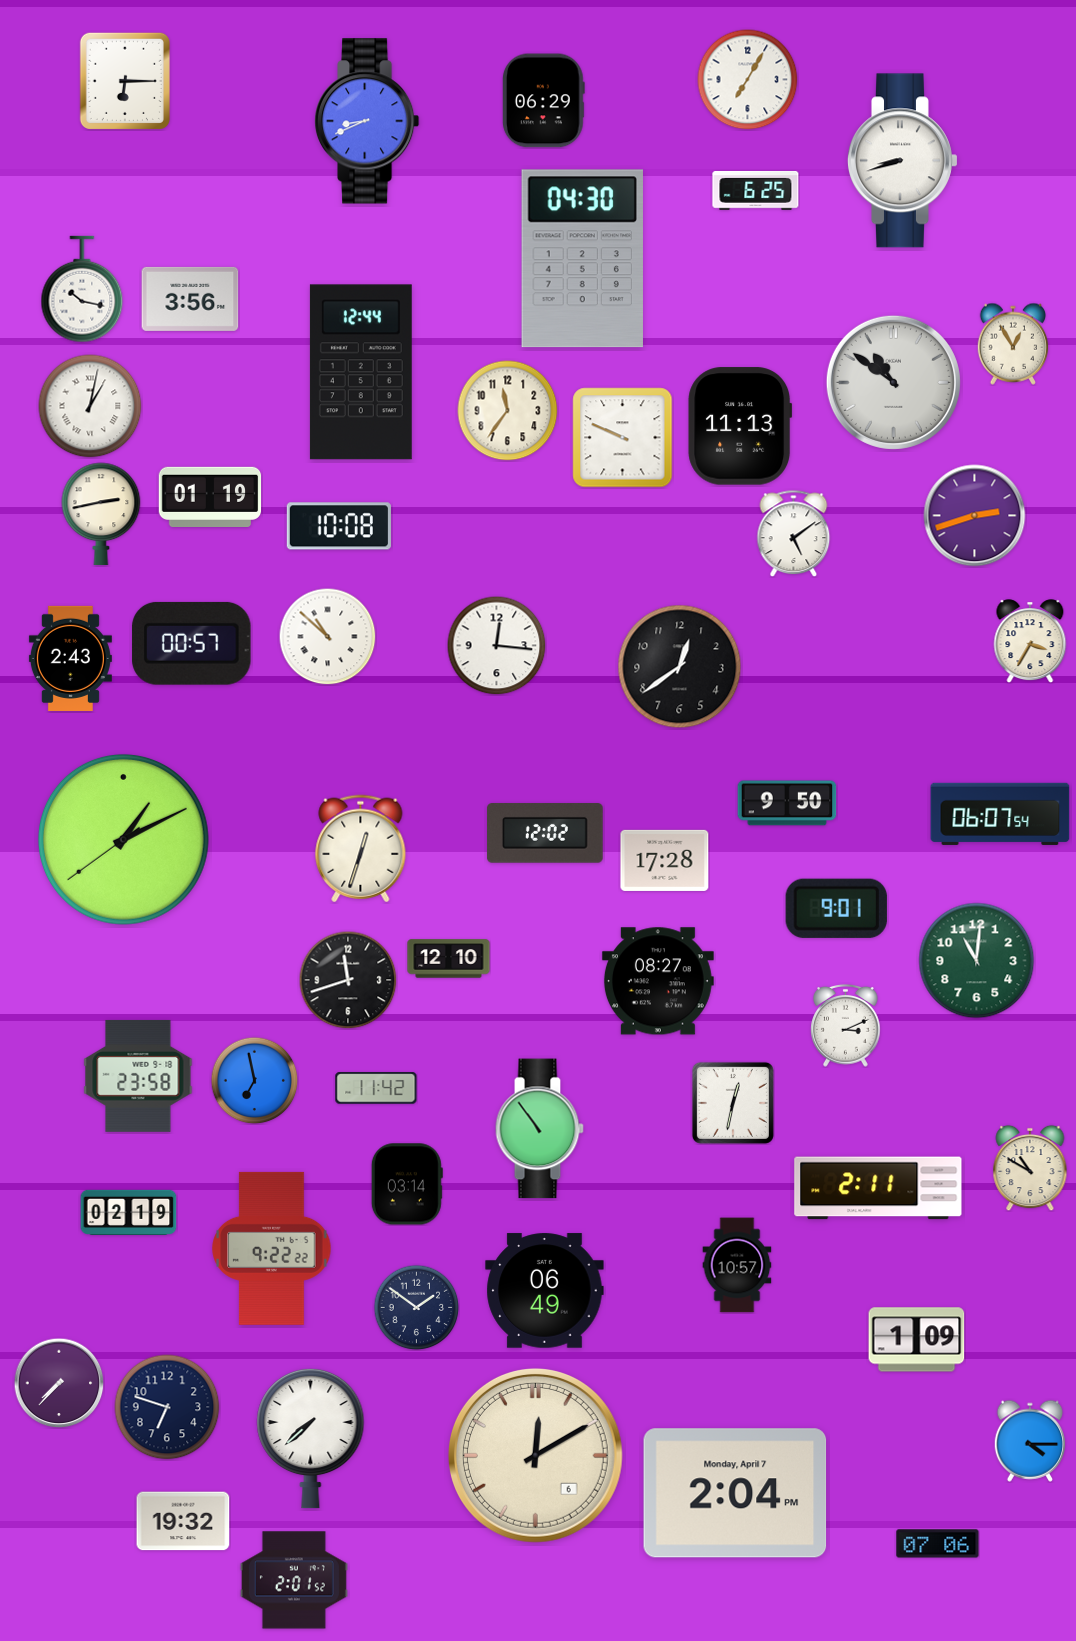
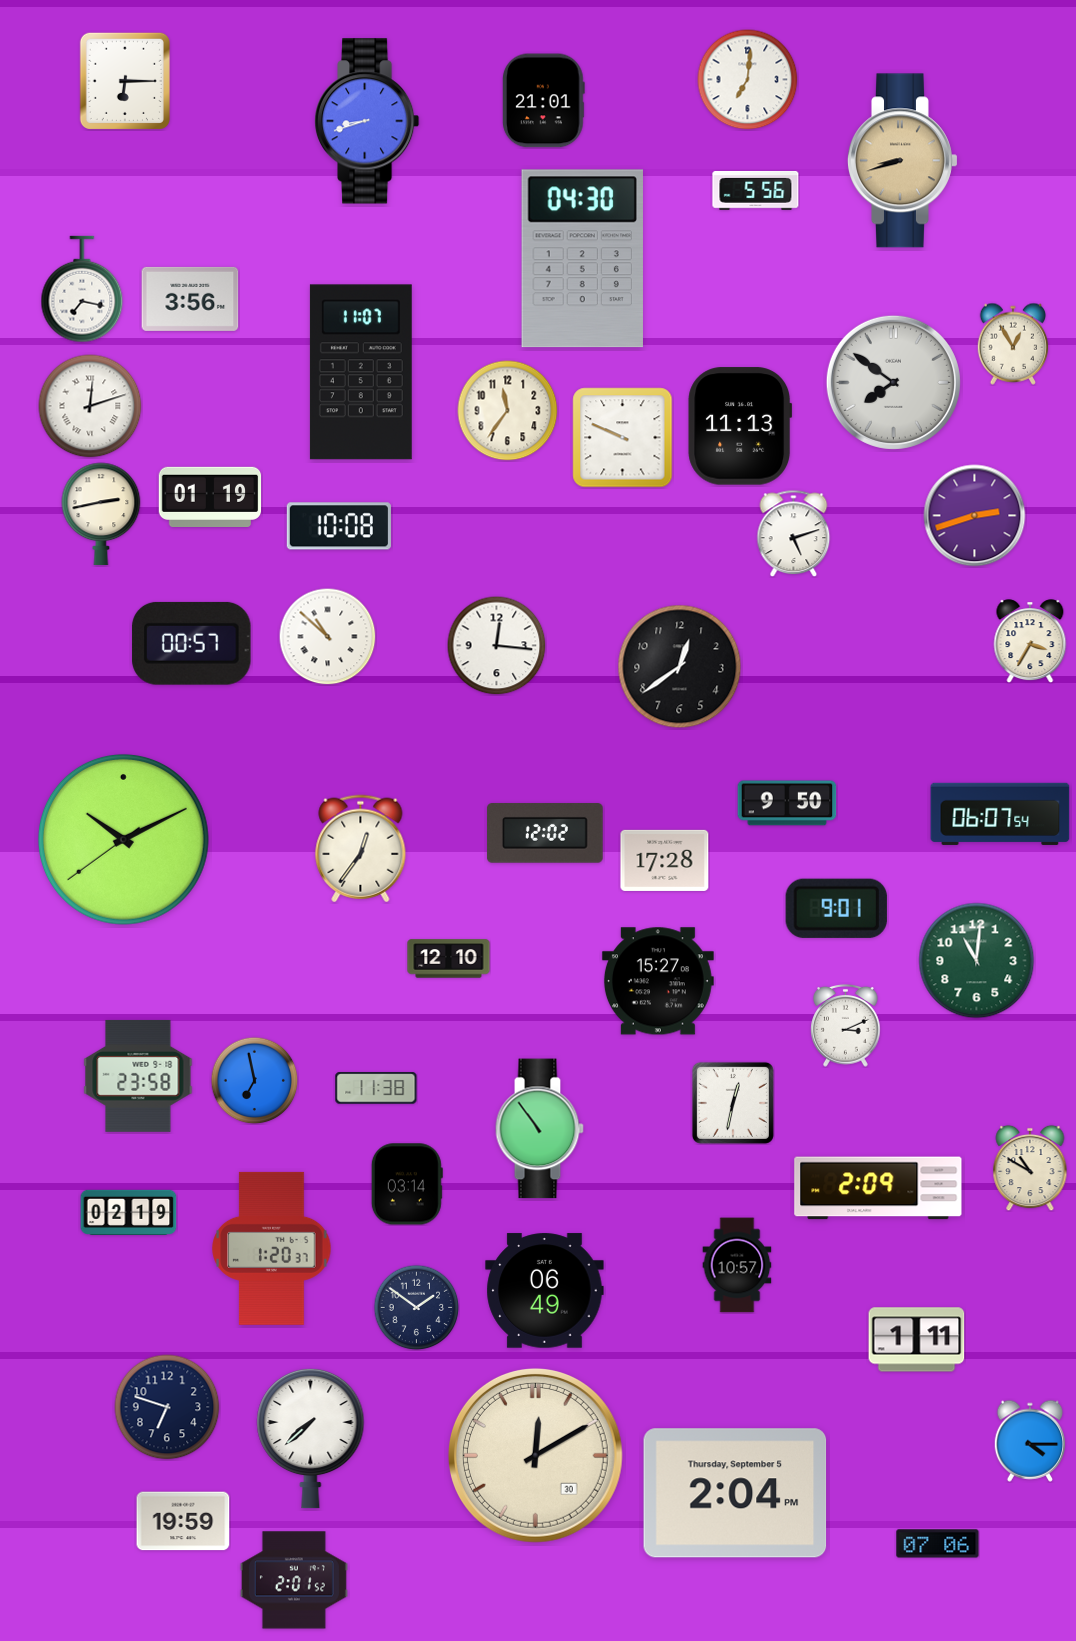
clock at (748, 80): 7:05 -> 7:01
clock at (543, 101): 06:29 -> 21:01
clock at (367, 121): 8:41 -> 8:42
clock at (902, 161) dial: white -> champagne
clock at (756, 190): 6:25 -> 5:56
clock at (82, 289): 10:17 -> 7:17
clock at (361, 372): 12:44 -> 11:07
clock at (893, 382): 10:51 -> 7:51
clock at (90, 406): 1:02 -> 12:12
clock at (794, 533): 5:09 -> 5:12
clock at (70, 658): 2:43 -> none
clock at (123, 839): 1:10 -> 10:10
clock at (361, 849): 12:33 -> 12:36
clock at (348, 980): 11:42 -> none
clock at (658, 981): 08:27 -> 15:27
clock at (376, 1088): 11:42 -> 11:38
clock at (878, 1188): 2:11 -> 2:09
clock at (272, 1248): 9:22 -> 1:20
clock at (917, 1340): 1:09 -> 1:11
clock at (59, 1383): 7:37 -> none
clock at (535, 1455) date: 6 -> 30
clock at (735, 1493) date: Monday, April 7 -> Thursday, September 5
clock at (183, 1521): 19:32 -> 19:59
